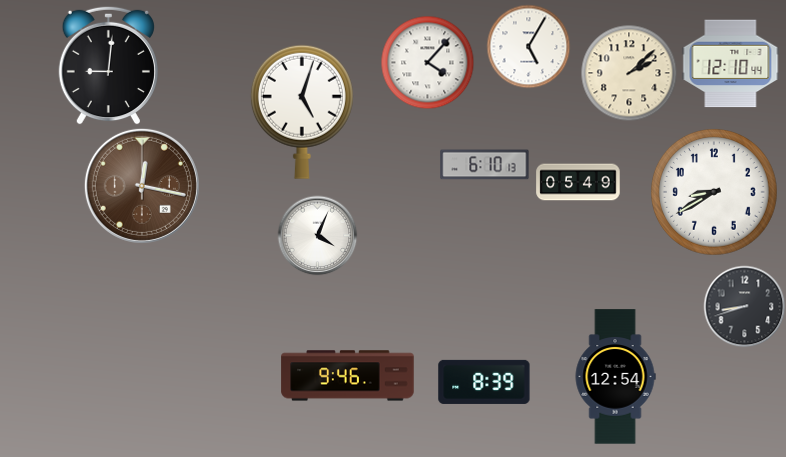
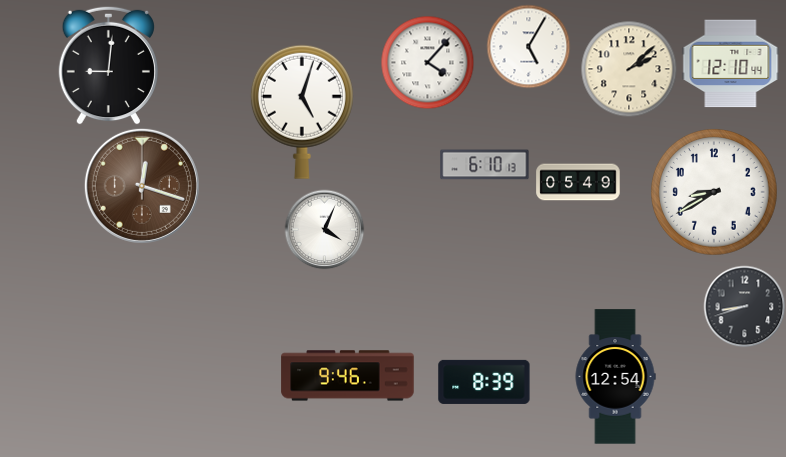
clock at (629, 73) position: (629, 73) -> (629, 69)
clock at (142, 186): 12:17 -> 12:18
clock at (317, 235) position: (317, 235) -> (324, 229)
